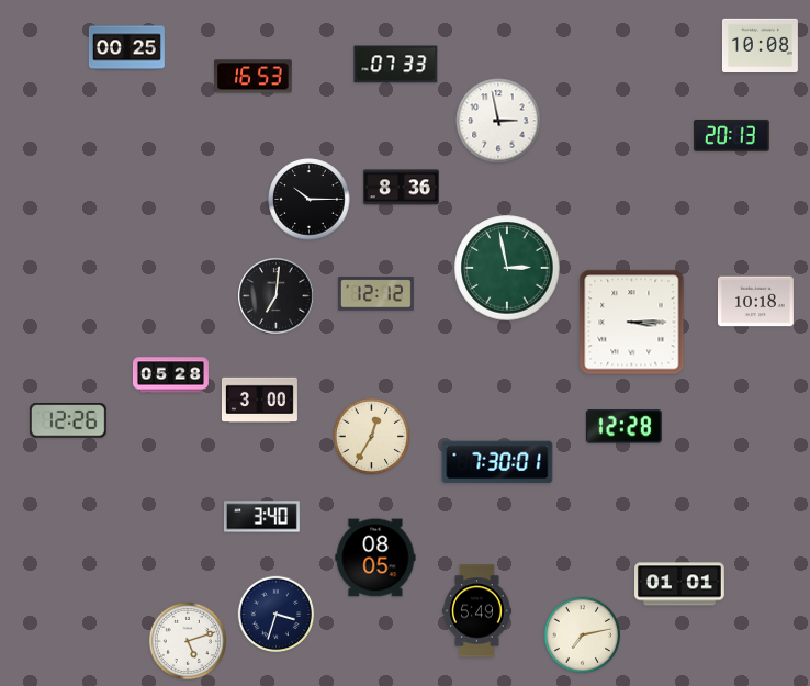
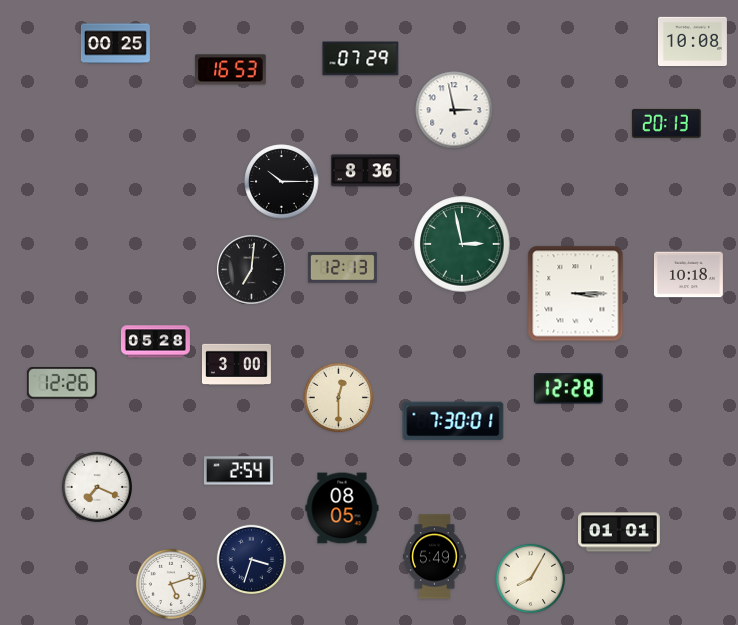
clock at (396, 65): 07:33 -> 07:29
clock at (375, 294): 12:12 -> 12:13
clock at (372, 437): 12:35 -> 12:30
clock at (261, 517): 3:40 -> 2:54
clock at (96, 486): none -> 7:19
clock at (583, 636): 7:13 -> 8:05
